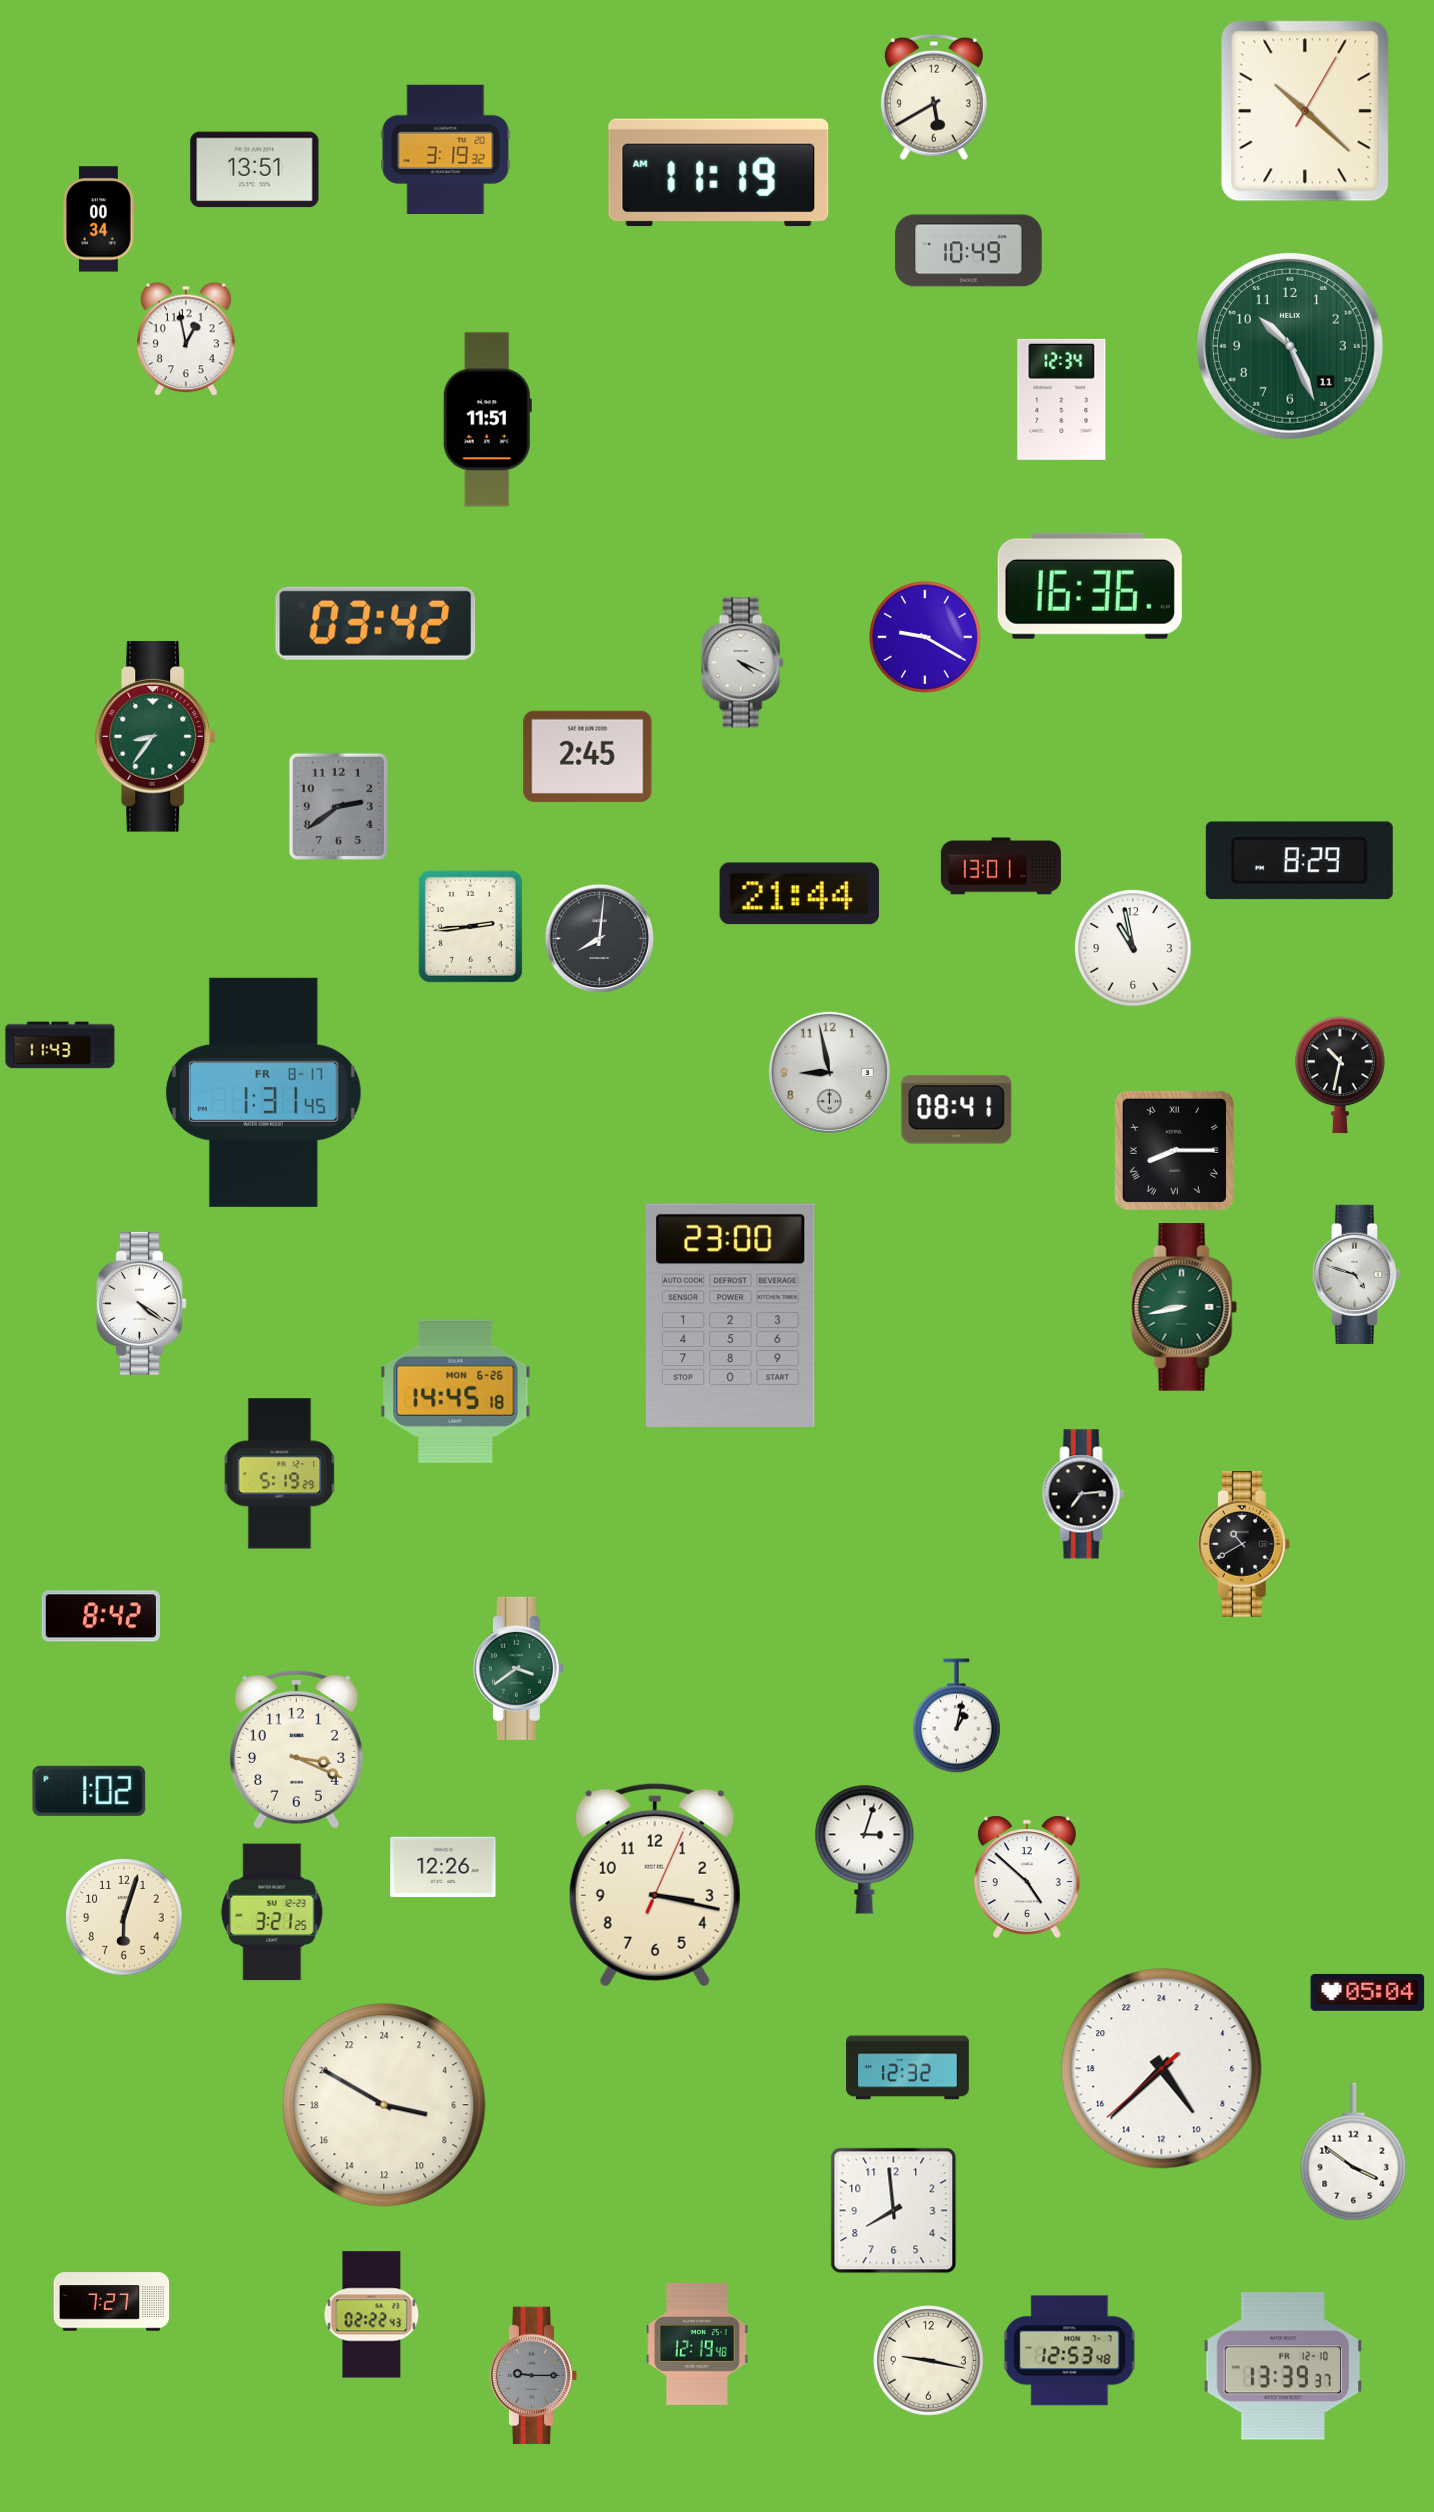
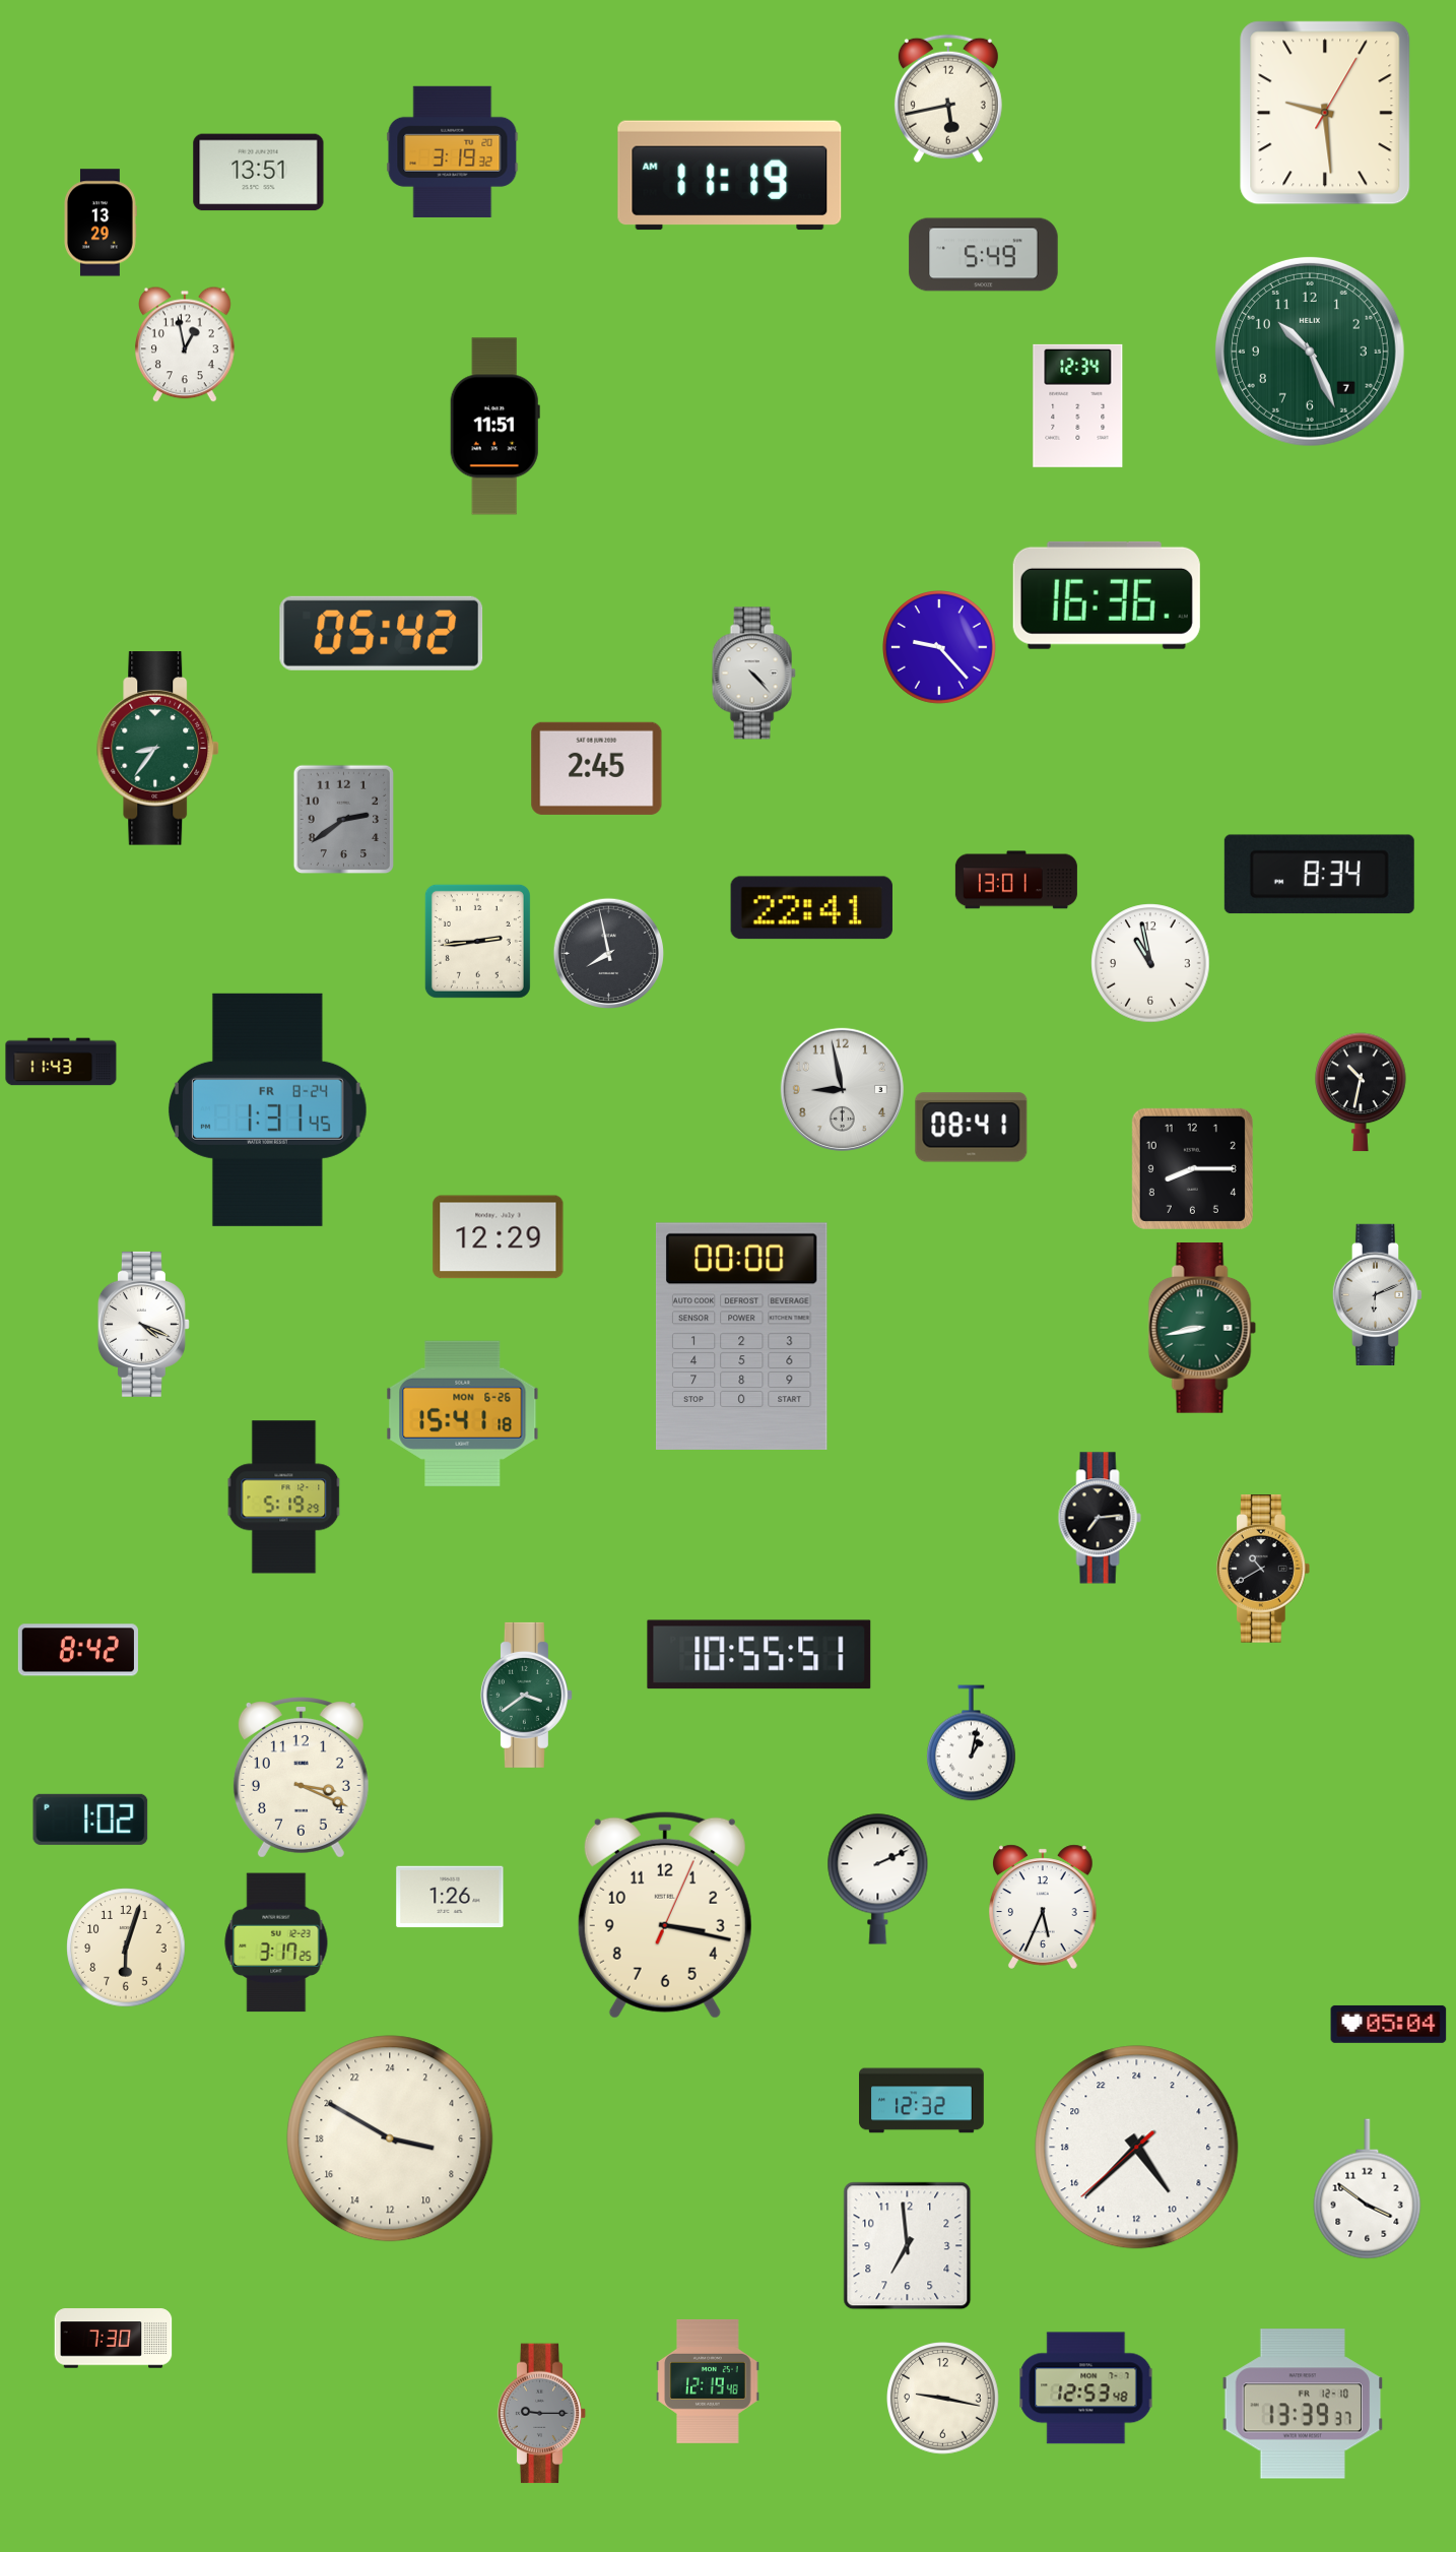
clock at (934, 97): 5:40 -> 5:43
clock at (1305, 111): 10:22 -> 9:29
clock at (99, 219): 00:34 -> 13:29
clock at (969, 251): 10:49 -> 5:49
clock at (187, 339) position: (187, 339) -> (186, 344)
clock at (1290, 346) date: 11 -> 7
clock at (376, 623): 03:42 -> 05:42
clock at (926, 638): 9:20 -> 9:23
clock at (742, 663): 4:19 -> 4:23
clock at (1299, 861): 8:29 -> 8:34
clock at (799, 894): 21:44 -> 22:41
clock at (599, 938): 8:01 -> 7:58
clock at (263, 1092) date: FR 8-17 -> FR 8-24
clock at (1174, 1150) numerals: Roman -> Arabic
clock at (499, 1237): none -> 12:29
clock at (1357, 1274): 4:48 -> 6:11
clock at (141, 1303): 4:21 -> 4:19
clock at (730, 1315): 23:00 -> 00:00
clock at (456, 1391): 14:45 -> 15:41
clock at (101, 1616) position: (101, 1616) -> (78, 1650)
clock at (759, 1655): none -> 10:55
clock at (865, 1849): 3:03 -> 2:11
clock at (443, 1867): 12:26 -> 1:26
clock at (1028, 1877): 4:52 -> 5:34
clock at (272, 1912): 3:21 -> 3:17
clock at (1162, 2069) position: (1162, 2069) -> (1137, 2148)
clock at (1354, 2152) position: (1354, 2152) -> (1368, 2189)
clock at (894, 2211): 7:59 -> 6:59
clock at (112, 2302): 7:27 -> 7:30
clock at (372, 2315): 02:22 -> none
